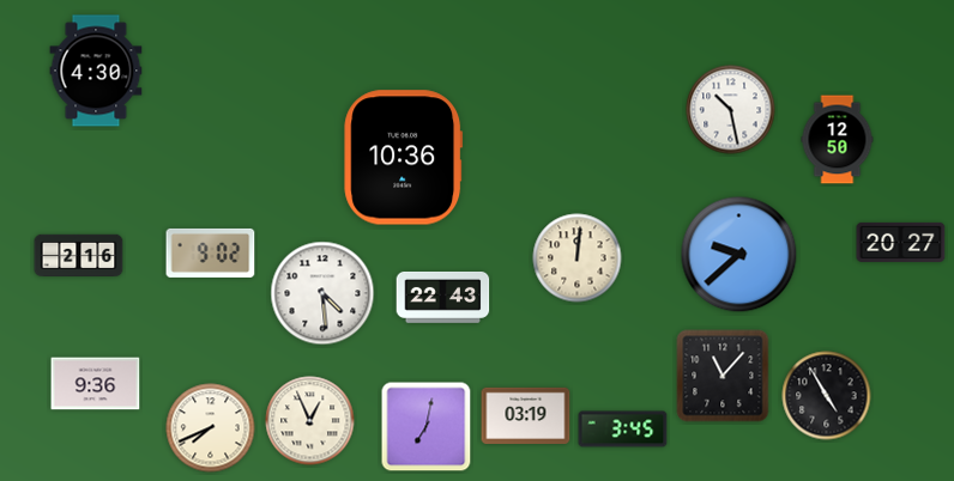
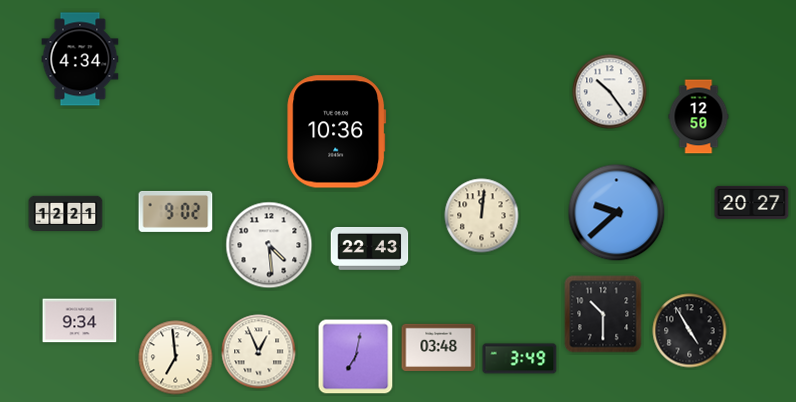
clock at (96, 71): 4:30 -> 4:34
clock at (731, 110): 10:28 -> 10:24
clock at (79, 255): 2:16 -> 12:21
clock at (723, 376): 11:07 -> 10:30
clock at (96, 384): 9:36 -> 9:34
clock at (526, 415): 03:19 -> 03:48
clock at (211, 428): 7:41 -> 6:59
clock at (623, 430): 3:45 -> 3:49
